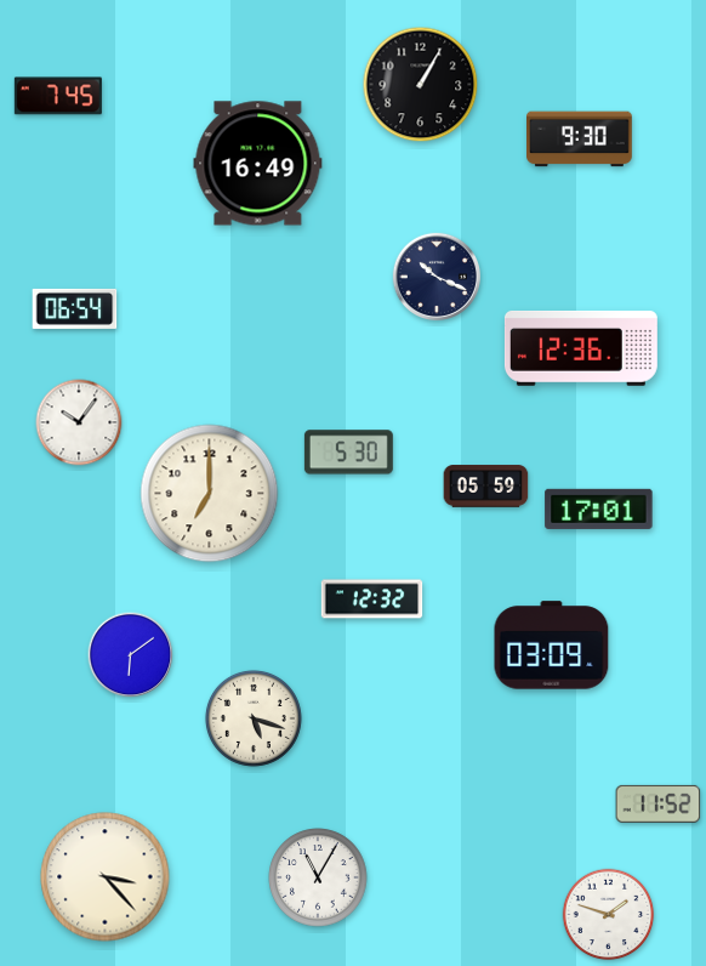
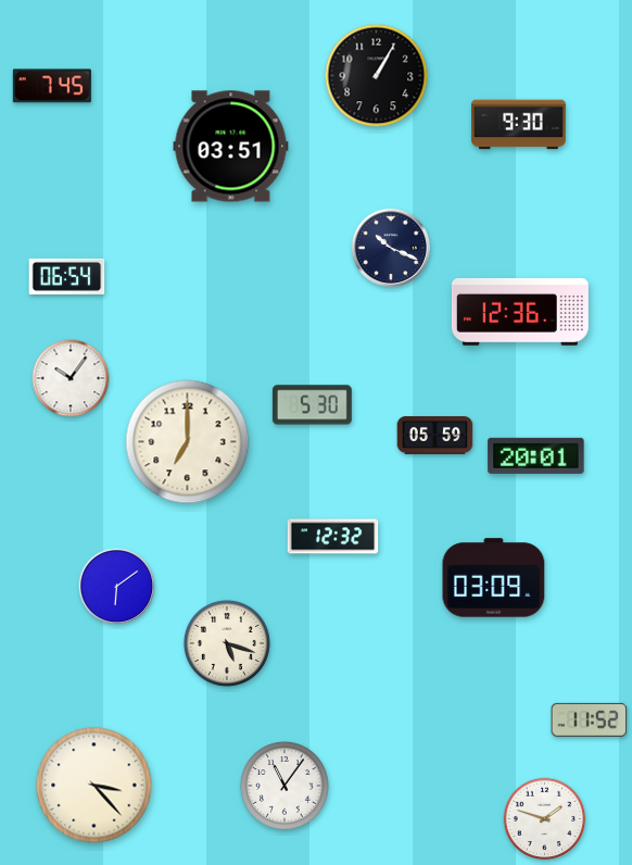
clock at (258, 164): 16:49 -> 03:51
clock at (599, 508): 17:01 -> 20:01
clock at (318, 877): 11:05 -> 11:06
